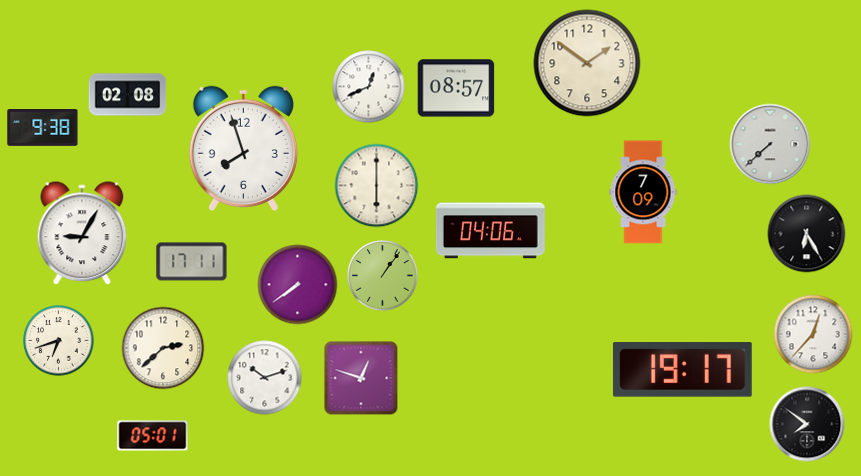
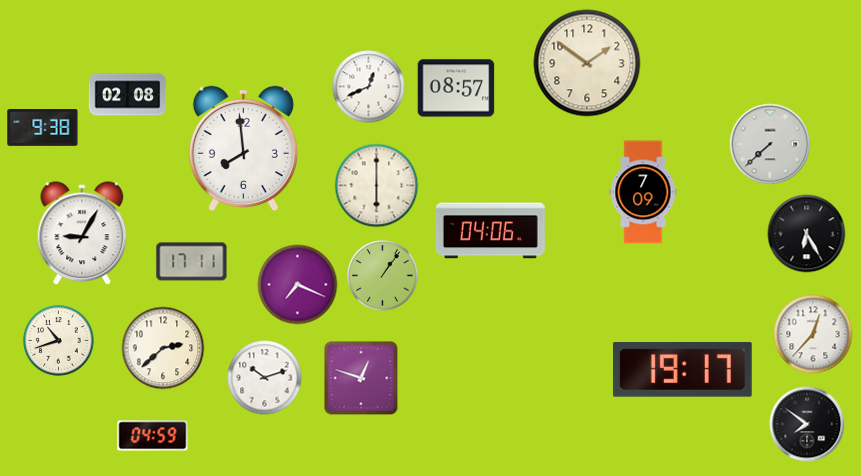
clock at (243, 149): 7:57 -> 7:59
clock at (298, 285): 7:39 -> 7:19
clock at (59, 341): 6:42 -> 10:42
clock at (153, 436): 05:01 -> 04:59
